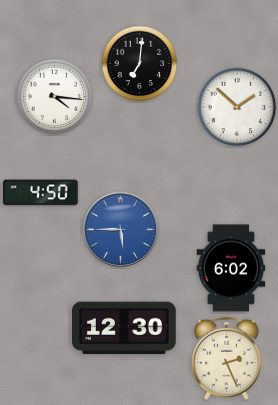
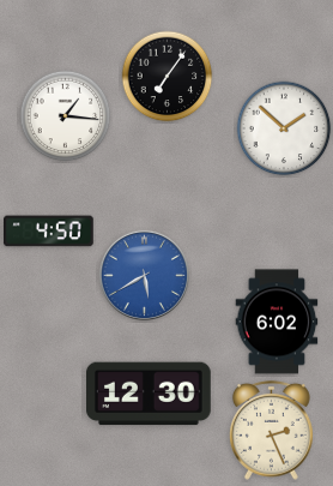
clock at (140, 64): 7:01 -> 7:06
clock at (55, 97): 4:16 -> 1:16
clock at (120, 229): 5:45 -> 5:40
